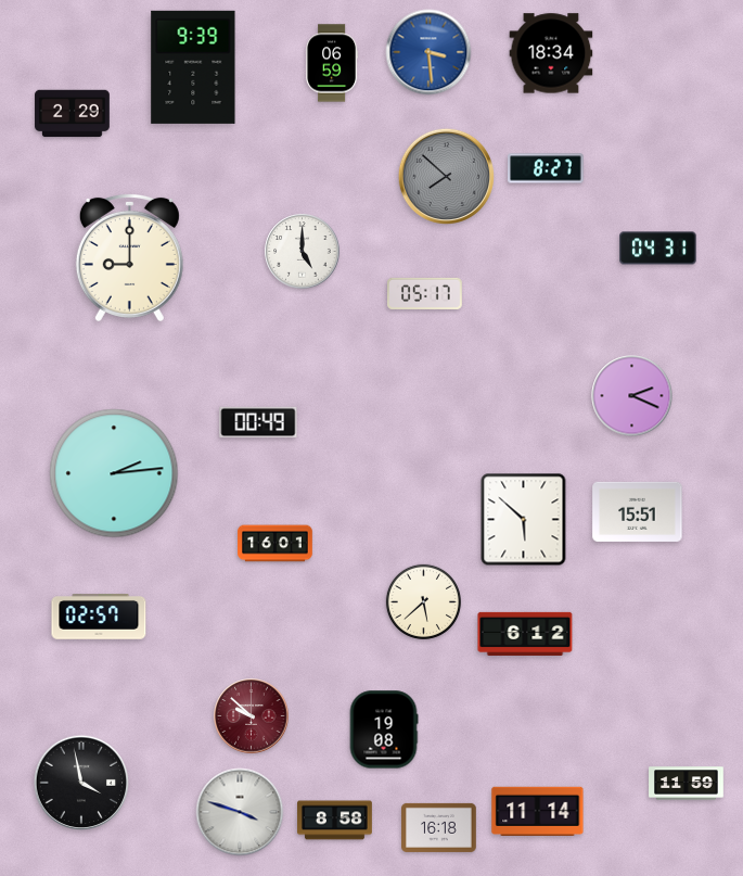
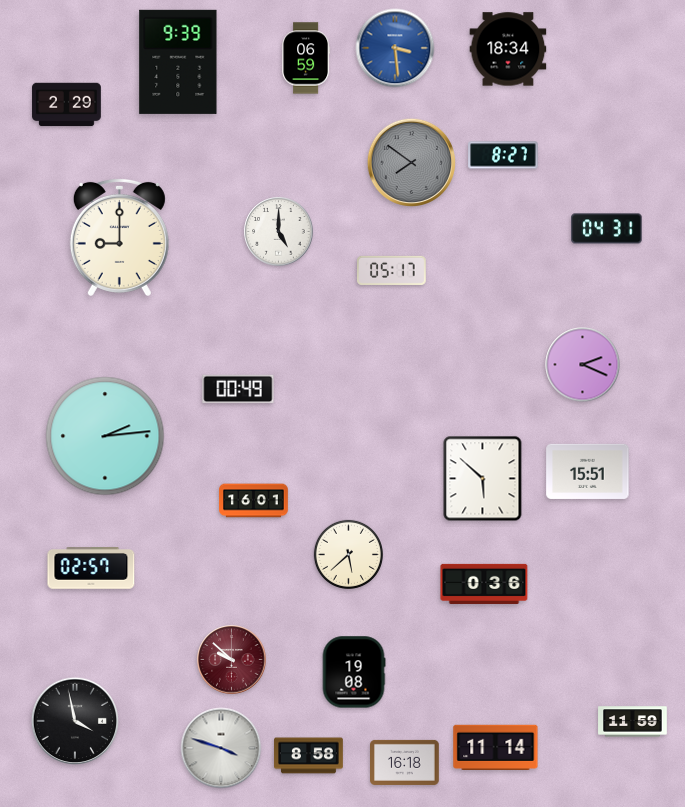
clock at (446, 176): 7:52 -> 7:51
clock at (423, 601) position: (423, 601) -> (348, 554)
clock at (525, 634): 6:12 -> 0:36
